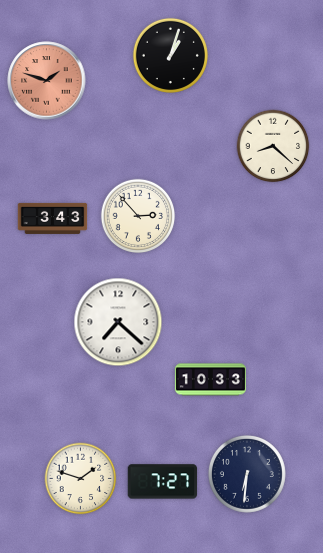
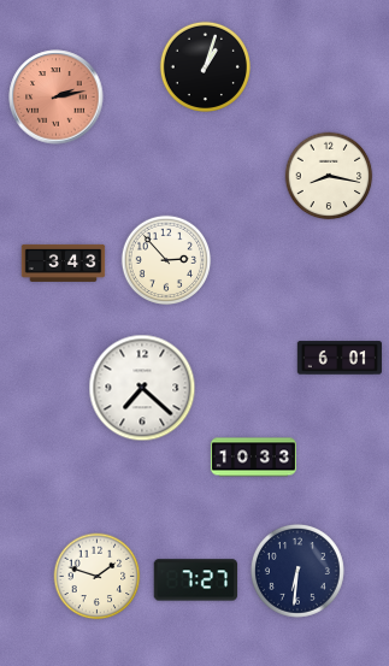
clock at (47, 81): 1:48 -> 2:13
clock at (273, 146): 8:22 -> 8:17
clock at (338, 358): none -> 6:01
